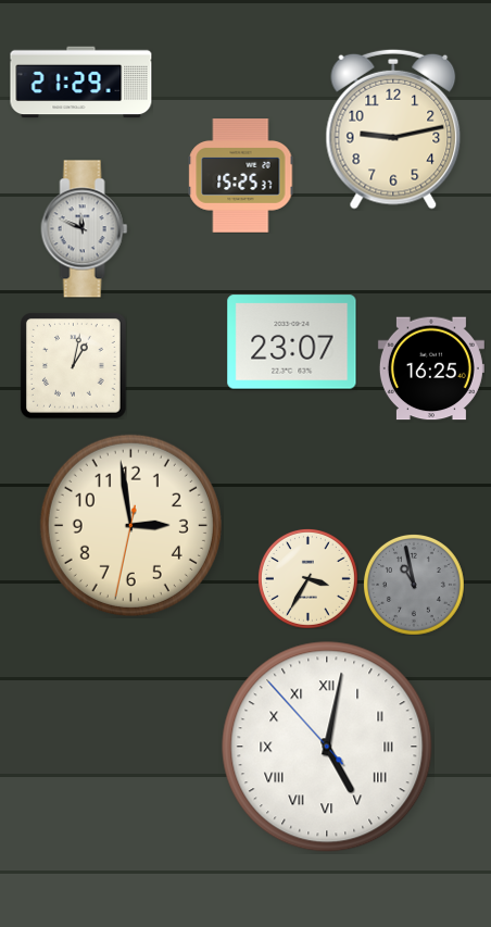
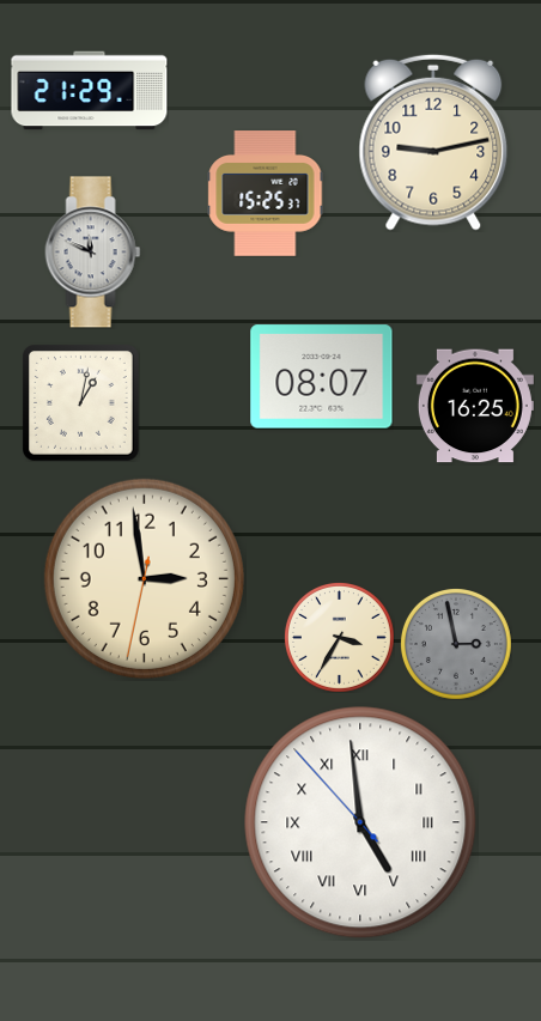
clock at (292, 342): 23:07 -> 08:07
clock at (414, 585): 10:58 -> 2:58
clock at (327, 747): 5:01 -> 4:58
